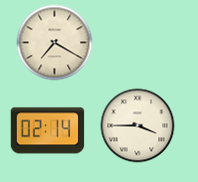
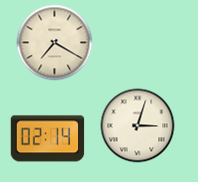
clock at (138, 126): 3:45 -> 3:03
clock at (48, 131) position: (48, 131) -> (48, 139)
